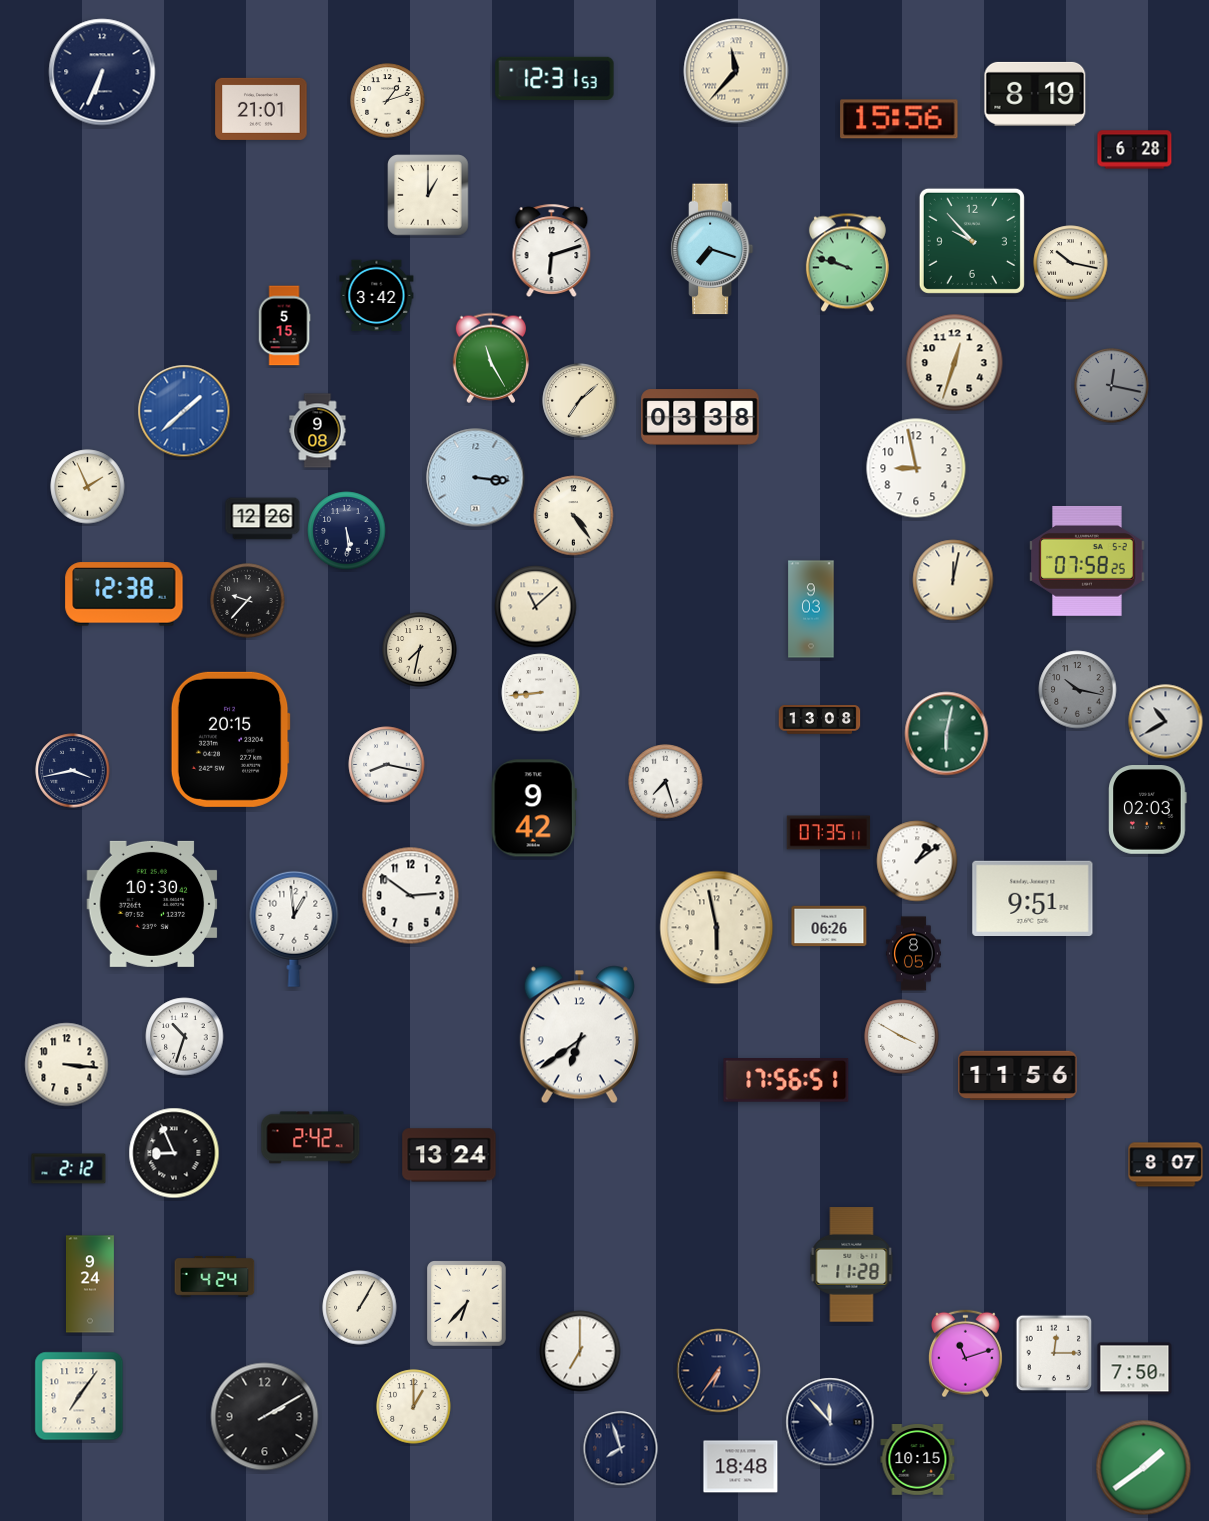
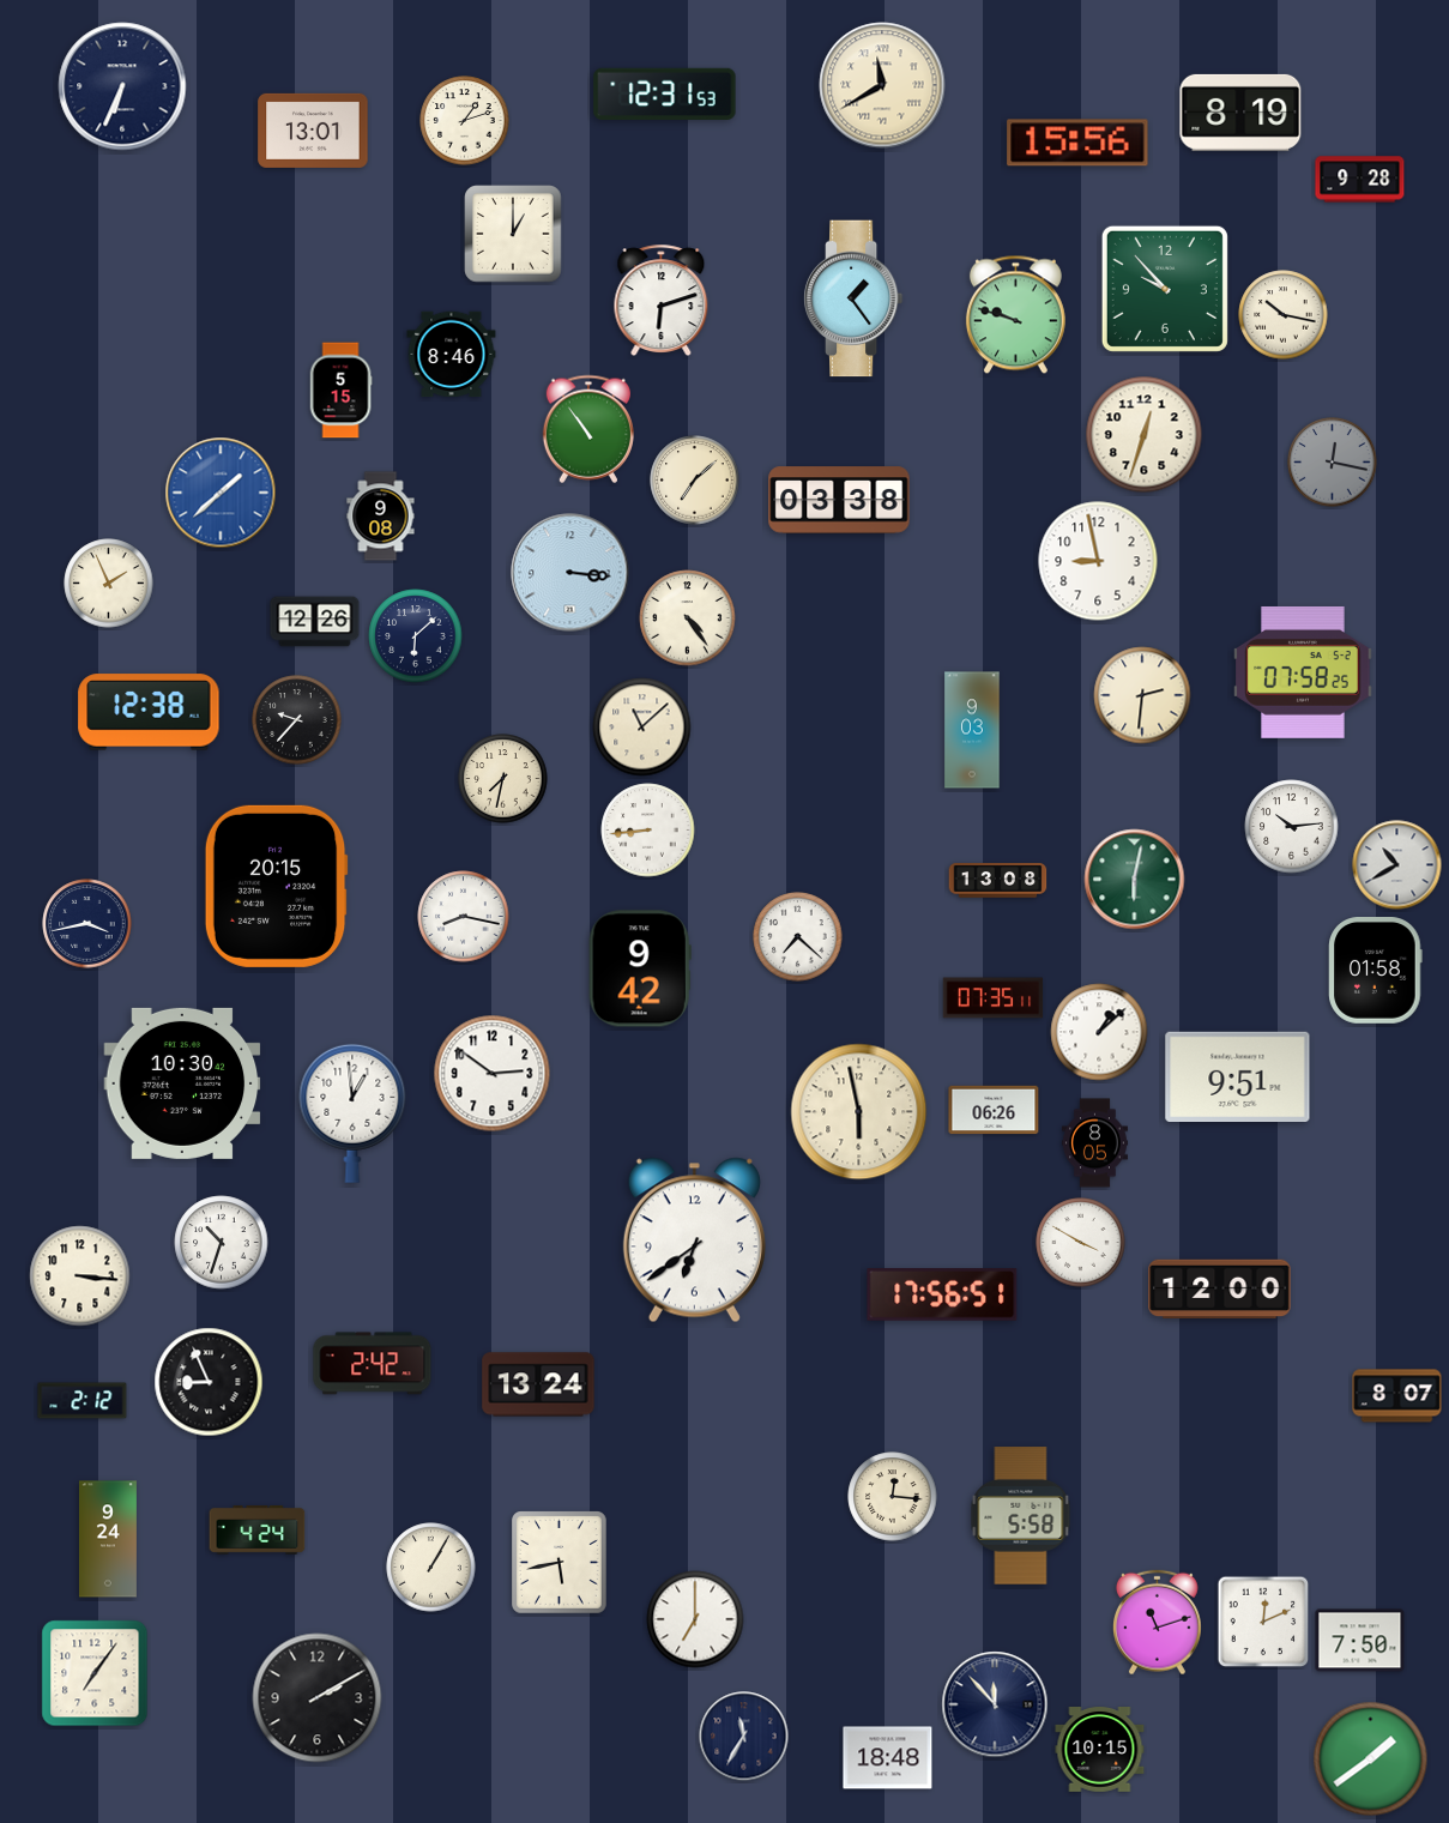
clock at (736, 71): 11:37 -> 11:40
clock at (261, 109): 21:01 -> 13:01
clock at (1135, 150): 6:28 -> 9:28
clock at (712, 249): 7:18 -> 1:24
clock at (377, 296): 3:42 -> 8:46
clock at (491, 358): 11:25 -> 10:54
clock at (88, 487) position: (88, 487) -> (109, 584)
clock at (347, 531): 5:29 -> 6:08
clock at (953, 580): 12:02 -> 2:31
clock at (1078, 690): 10:17 -> 10:14
clock at (1078, 690) dial: grey -> white
clock at (820, 720) position: (820, 720) -> (998, 881)
clock at (666, 782): 7:27 -> 7:22
clock at (1148, 810): 02:03 -> 01:58
clock at (917, 861): 1:09 -> 1:08
clock at (1018, 1076): 11:56 -> 12:00
clock at (893, 1497): none -> 12:16
clock at (852, 1265): 11:28 -> 5:58
clock at (467, 1304): 6:37 -> 5:43
clock at (1054, 1353): 12:15 -> 12:11
clock at (719, 1371): 6:36 -> none
clock at (414, 1407): 1:00 -> none
clock at (621, 1449): 7:57 -> 11:35
